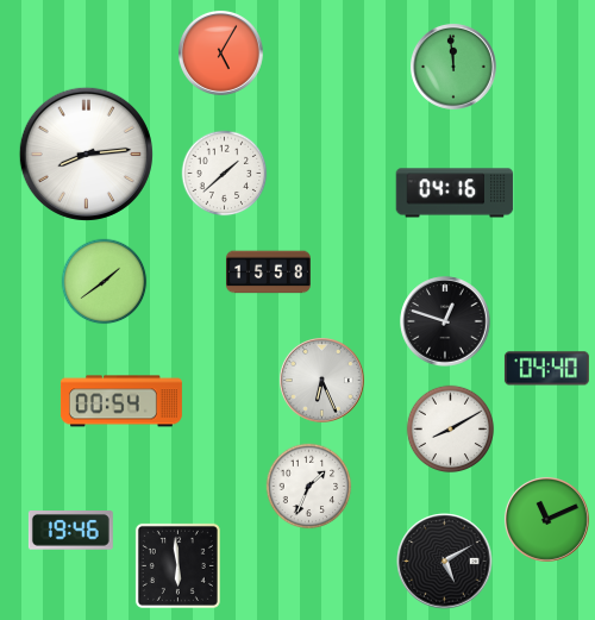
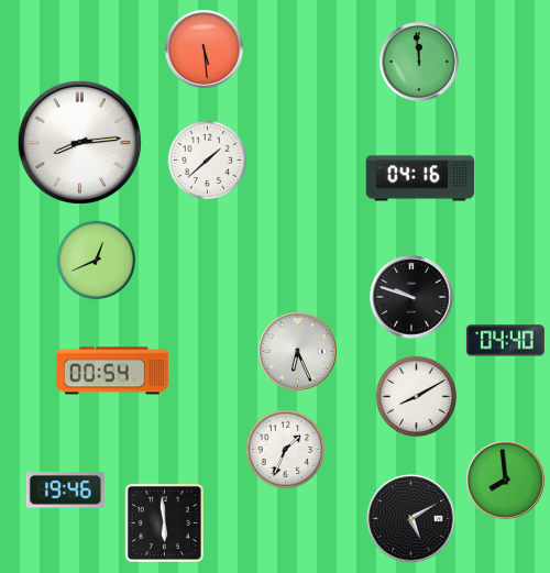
clock at (220, 52): 5:05 -> 5:29
clock at (268, 273): 15:58 -> none
clock at (105, 282): 1:39 -> 12:41
clock at (445, 321): 12:48 -> 9:48
clock at (546, 519): 11:11 -> 7:59
